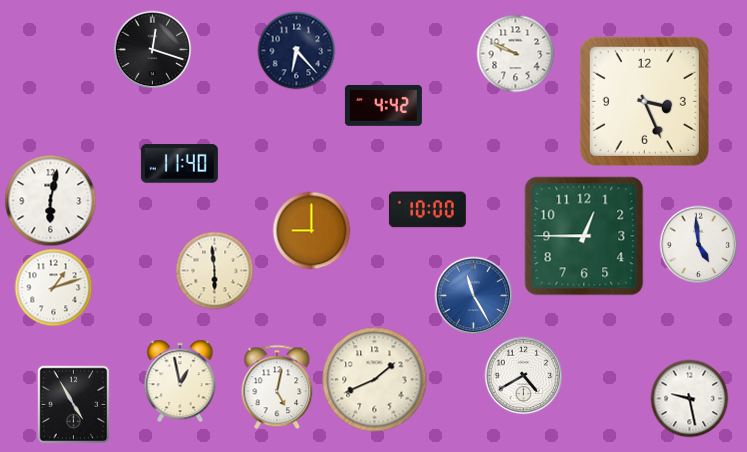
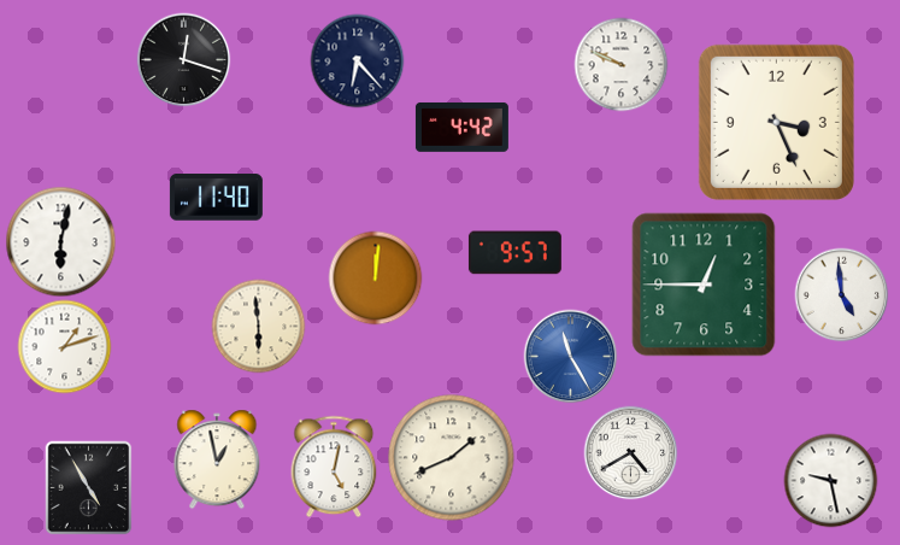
clock at (427, 210): 10:00 -> 9:57
clock at (311, 230): 9:00 -> 12:01
